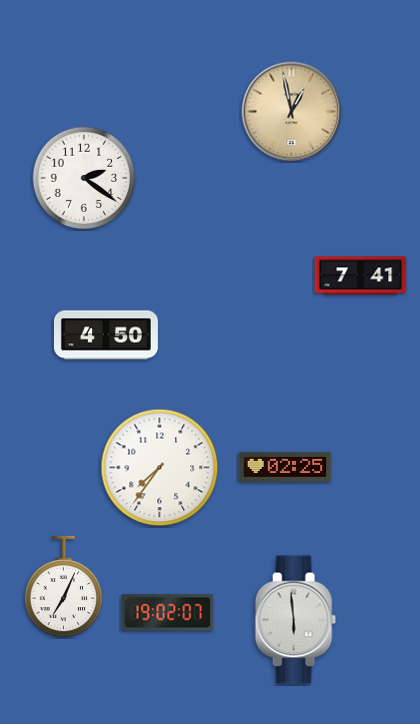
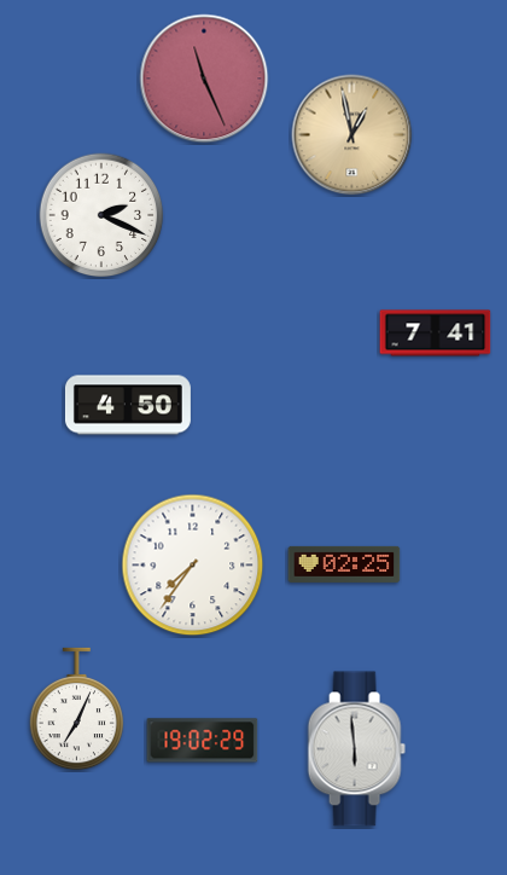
clock at (204, 79): none -> 11:26
clock at (84, 178): 2:21 -> 2:19
clock at (168, 613): 19:02:07 -> 19:02:29
